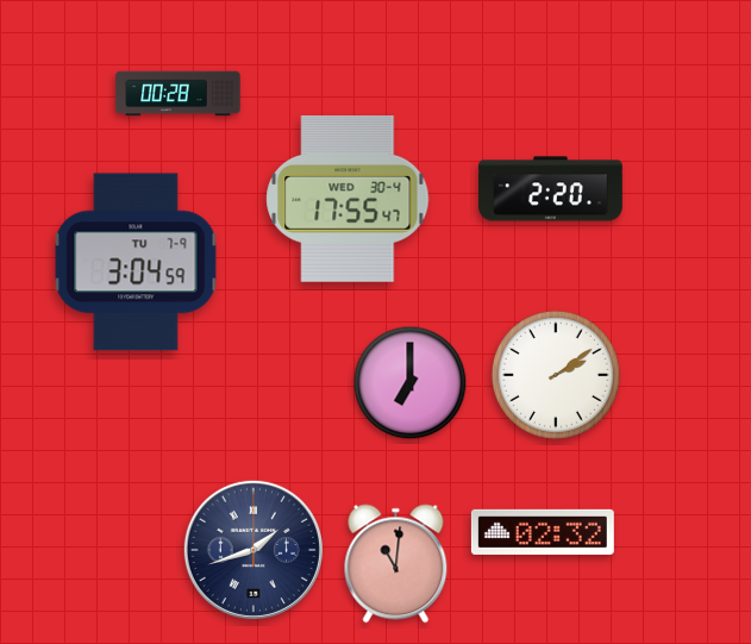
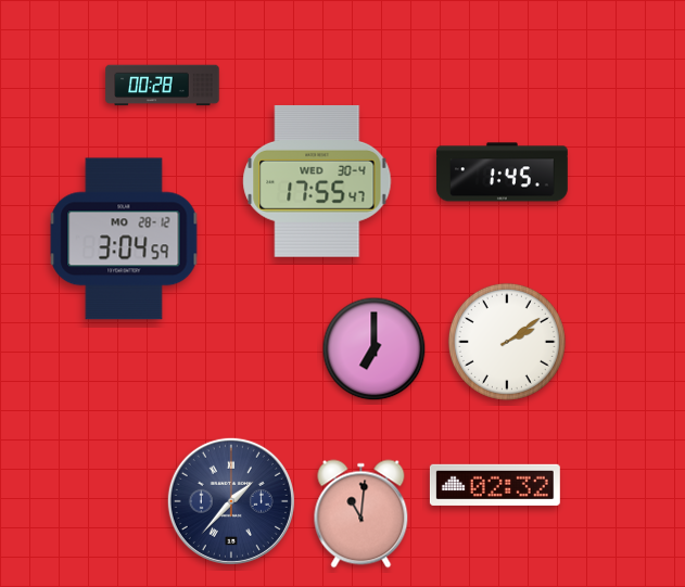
clock at (551, 189): 2:20 -> 1:45
clock at (136, 262) date: TU 7-9 -> MO 28-12
clock at (254, 550): 1:42 -> 1:37
